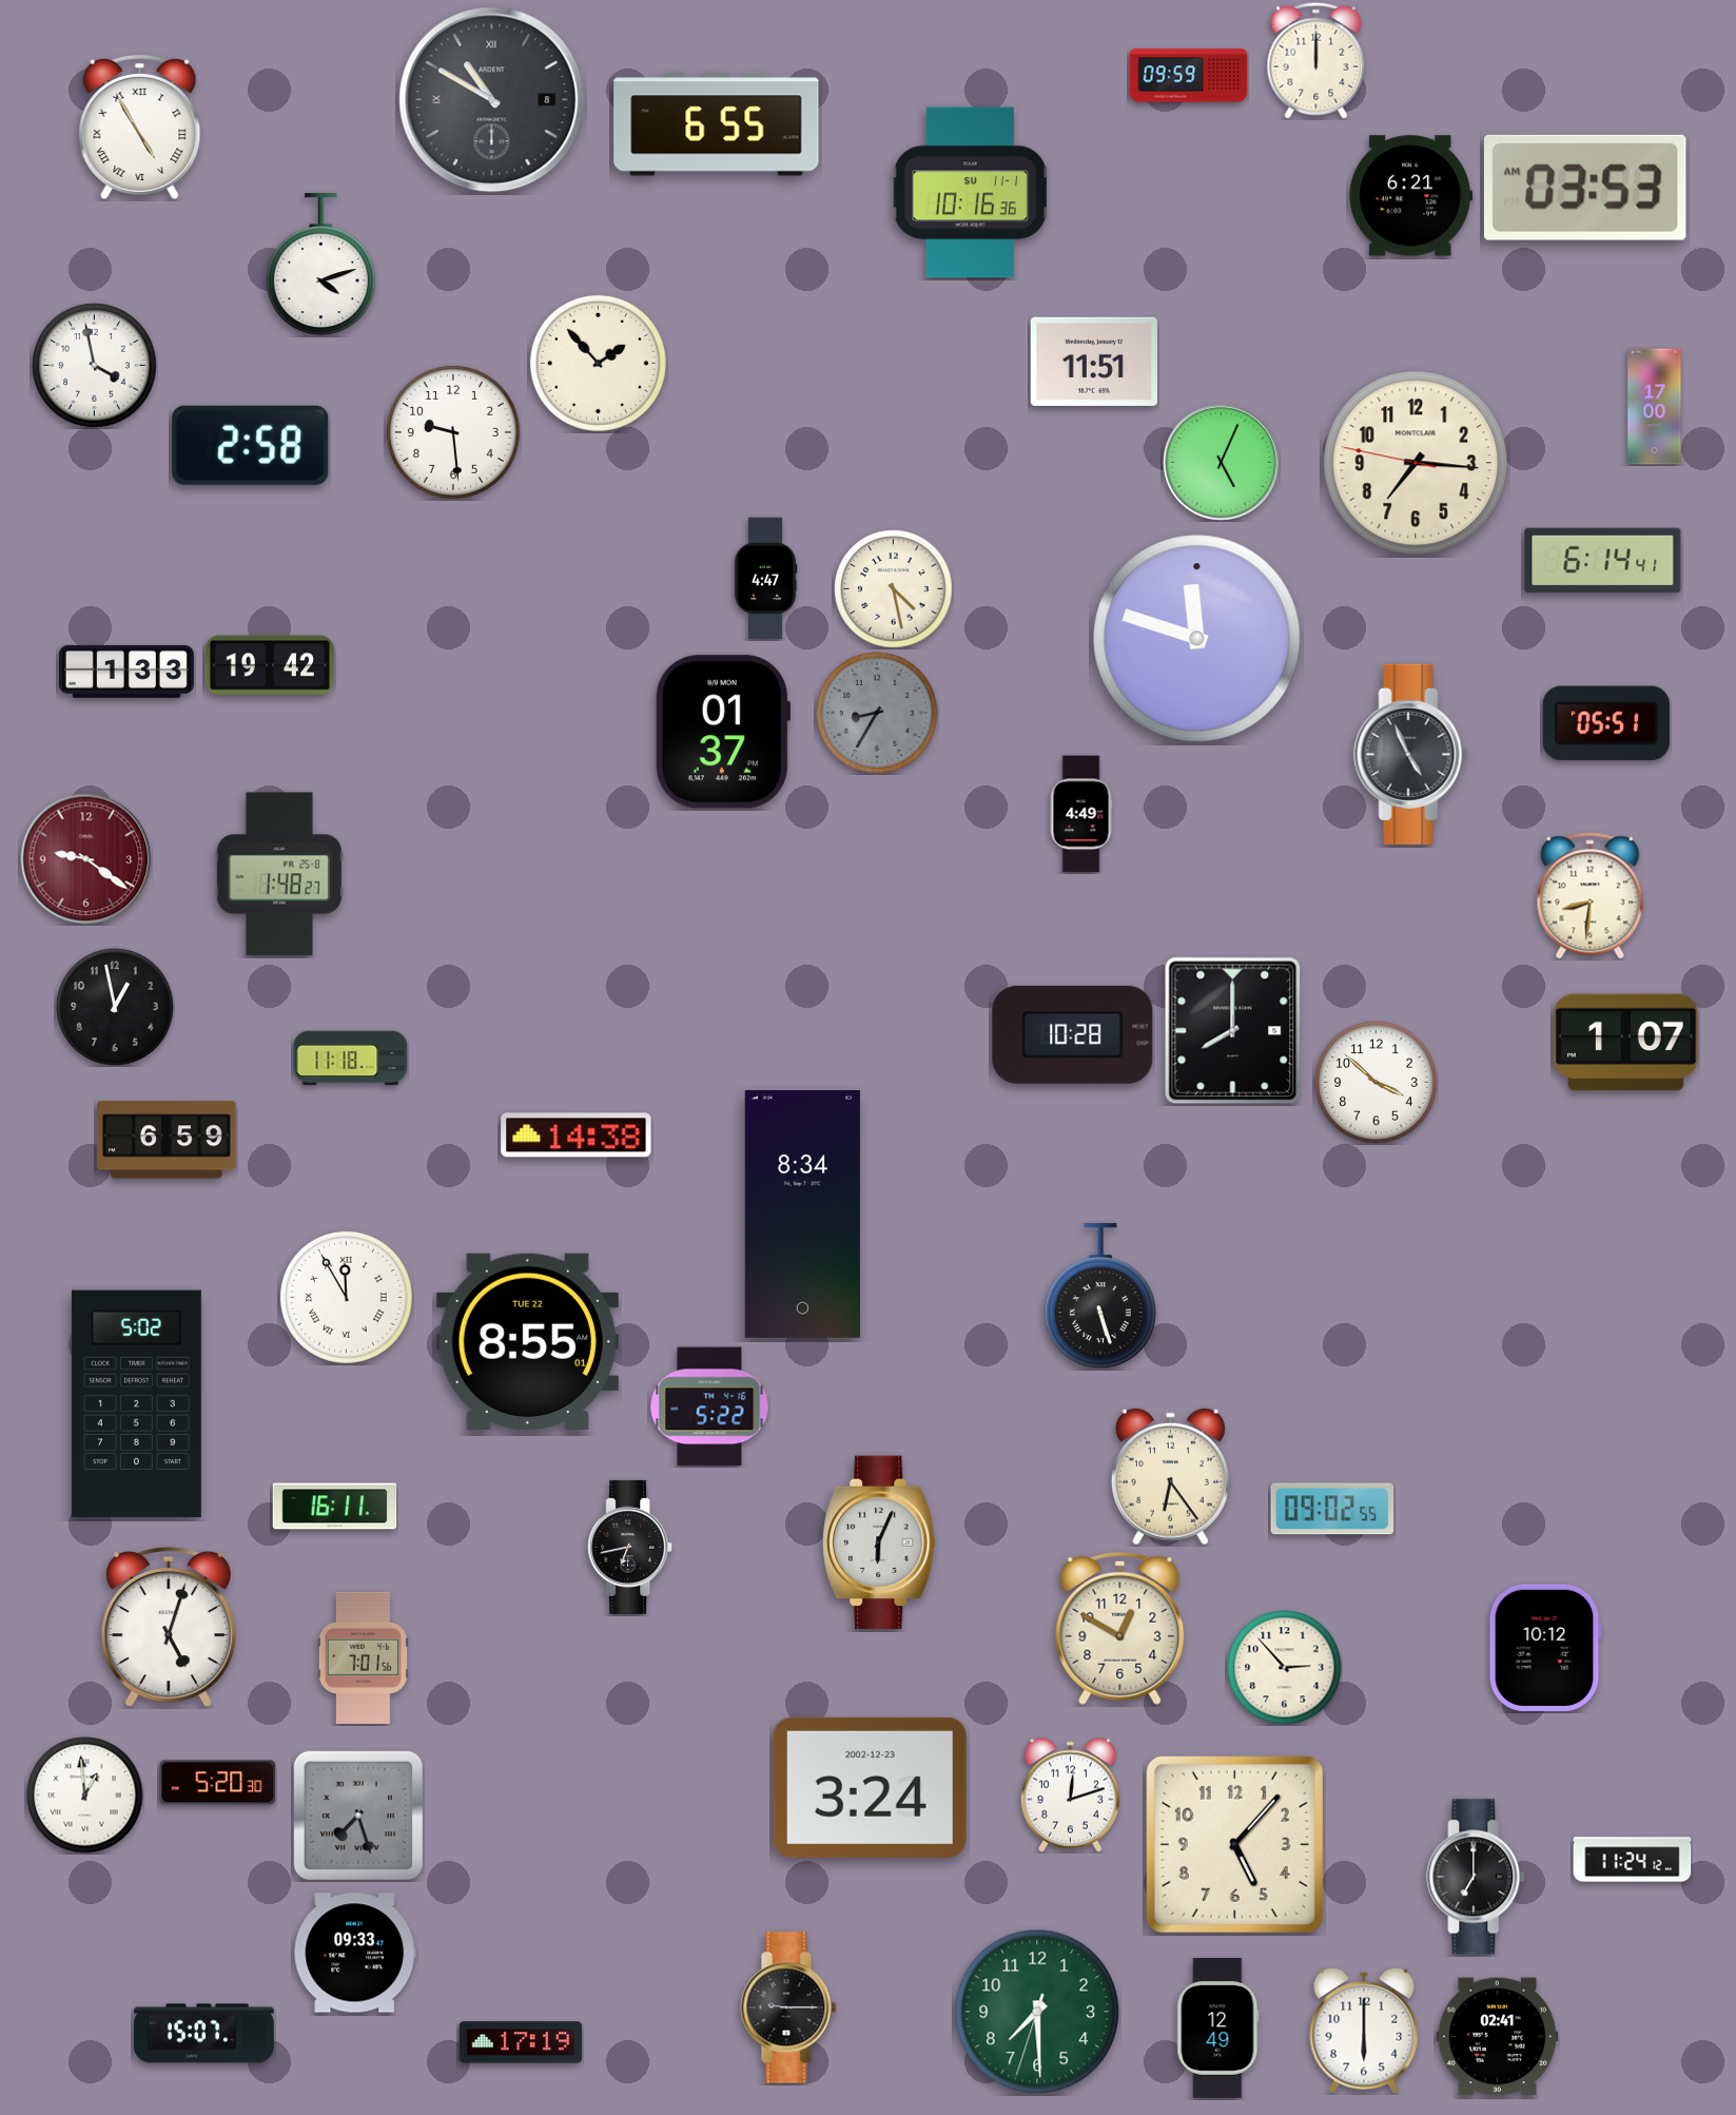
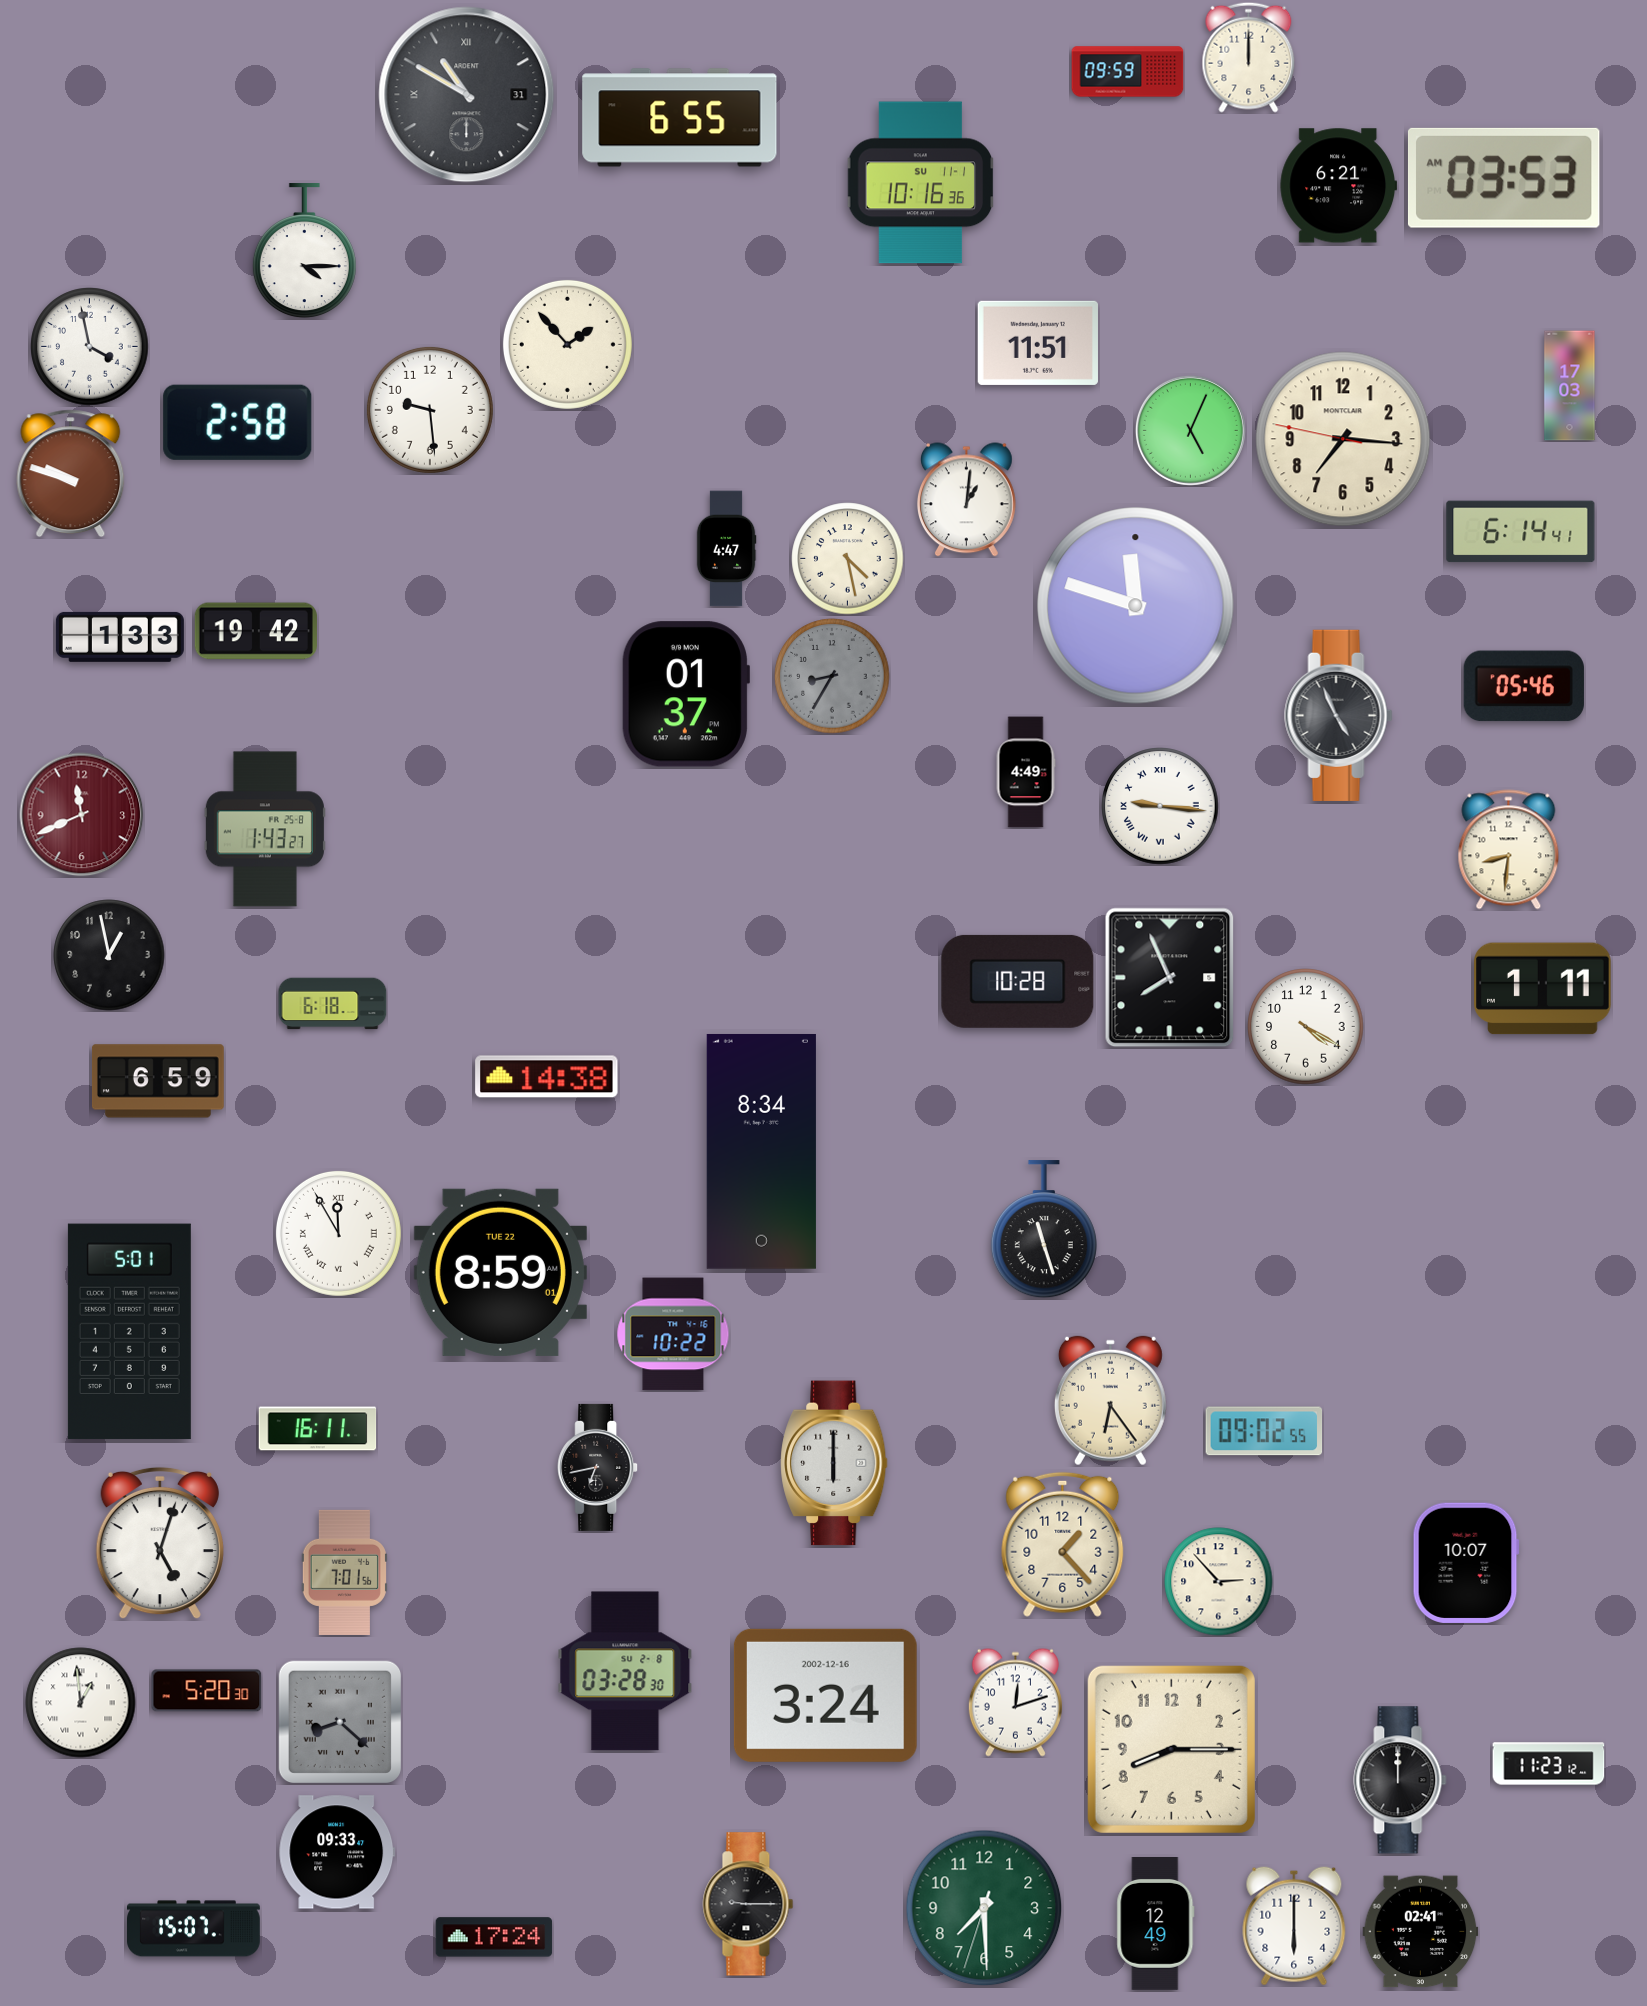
clock at (492, 100) date: 8 -> 31
clock at (140, 127): 4:55 -> none
clock at (320, 265): 4:12 -> 4:15
clock at (1655, 407): 17:00 -> 17:03
clock at (1221, 462) position: (1221, 462) -> (1190, 430)
clock at (71, 474): none -> 9:48
clock at (966, 500): none -> 1:01
clock at (1606, 723): 05:51 -> 05:46
clock at (1160, 806): none -> 9:16
clock at (86, 859): 9:21 -> 11:41
clock at (279, 874): 1:48 -> 1:43
clock at (1233, 1031): 8:00 -> 7:56
clock at (1626, 1043): 1:07 -> 1:11
clock at (351, 1059): 11:18 -> 6:18
clock at (1377, 1083): 3:52 -> 4:20
clock at (346, 1297) position: (346, 1297) -> (338, 1233)
clock at (1100, 1297): 5:27 -> 11:27
clock at (527, 1341): 8:55 -> 8:59
clock at (136, 1404): 5:02 -> 5:01
clock at (709, 1406): 5:22 -> 10:22
clock at (879, 1542): 6:04 -> 6:00
clock at (1120, 1628): 12:50 -> 1:23
clock at (1545, 1648): 10:12 -> 10:07
clock at (625, 1671): none -> 03:28
clock at (870, 1787) date: 2002-12-23 -> 2002-12-16
clock at (357, 1815): 7:27 -> 8:22
clock at (1234, 1844): 5:07 -> 8:15
clock at (1633, 1860): 11:24 -> 11:23
clock at (1476, 1877): 7:00 -> 12:00
clock at (521, 2042): 17:19 -> 17:24
